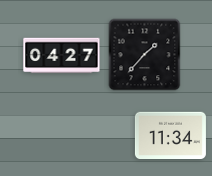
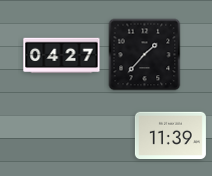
clock at (170, 136): 11:34 -> 11:39
